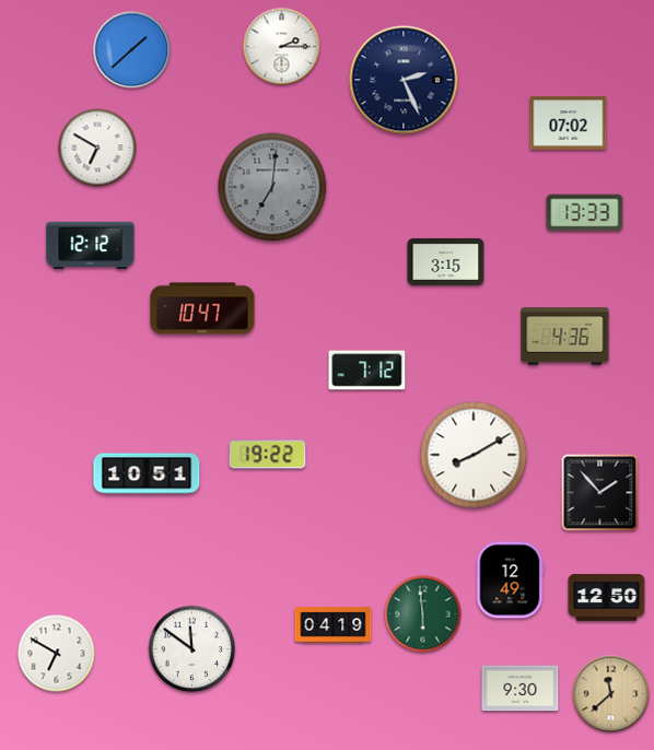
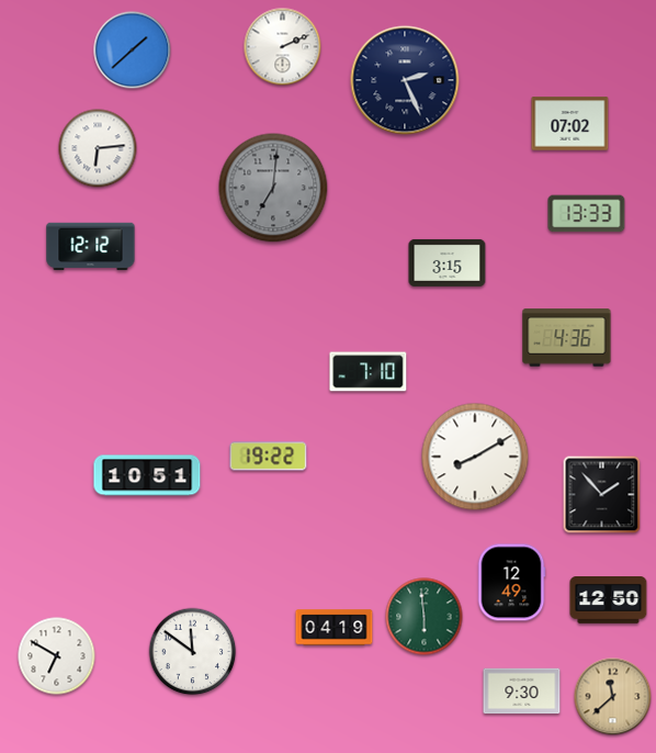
clock at (282, 47): 2:15 -> 2:11
clock at (97, 148): 6:50 -> 6:14
clock at (202, 308): 10:47 -> none
clock at (367, 371): 7:12 -> 7:10
